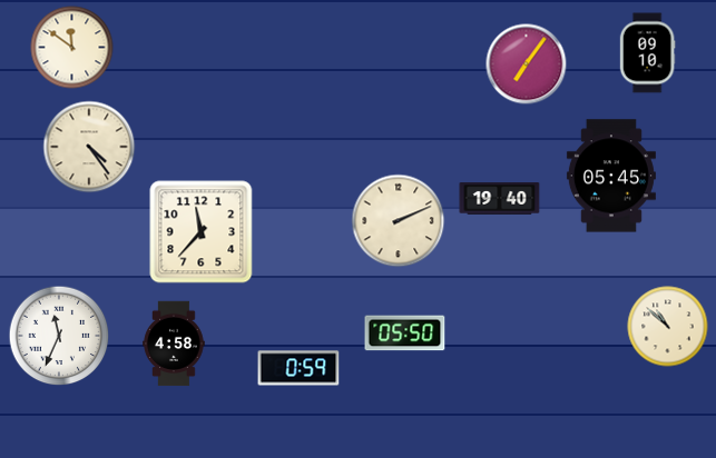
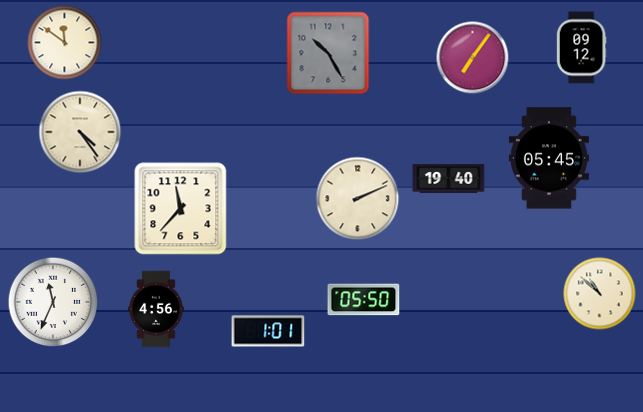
clock at (647, 53): 09:10 -> 09:12
clock at (328, 53): none -> 10:25
clock at (174, 343): 4:58 -> 4:56
clock at (298, 368): 0:59 -> 1:01
